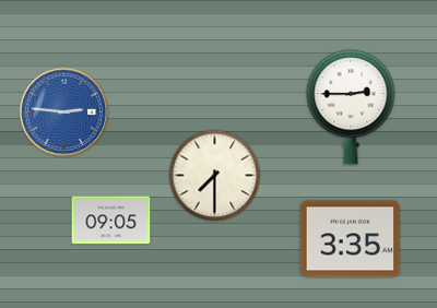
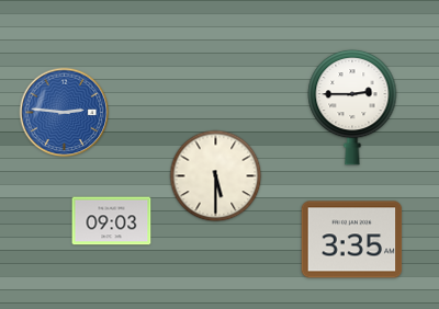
clock at (215, 176): 7:30 -> 5:30
clock at (111, 221): 09:05 -> 09:03
